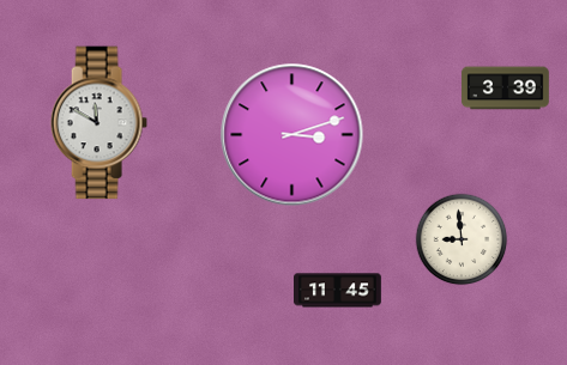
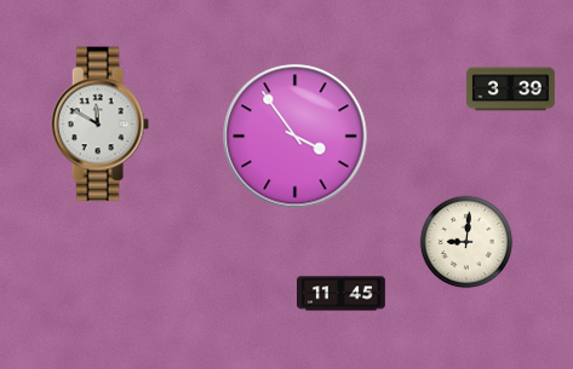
clock at (292, 135): 3:12 -> 3:54
clock at (462, 239): 8:59 -> 9:01
